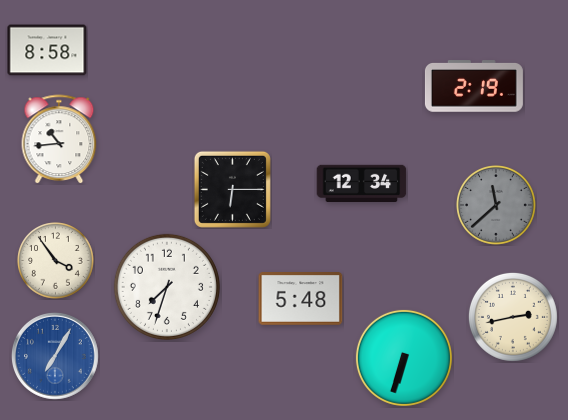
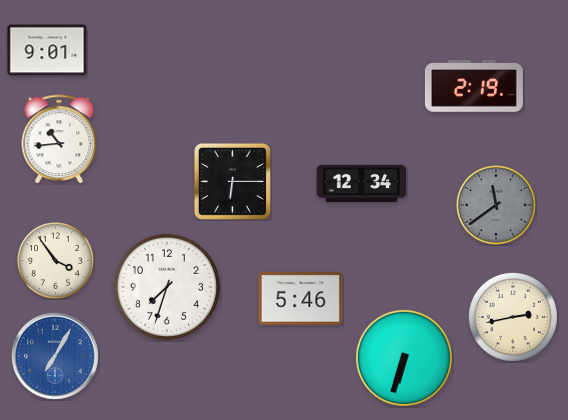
clock at (47, 50): 8:58 -> 9:01
clock at (232, 189) position: (232, 189) -> (232, 181)
clock at (497, 206): 11:38 -> 11:39
clock at (301, 299): 5:48 -> 5:46
